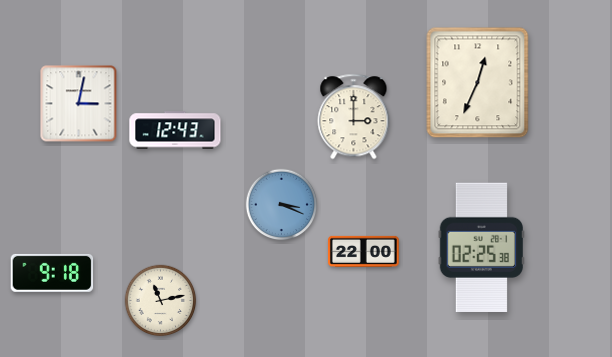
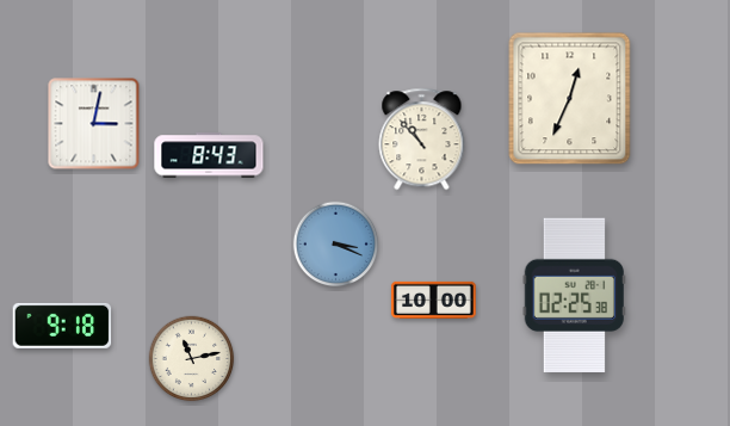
clock at (354, 117): 3:00 -> 10:53
clock at (175, 130): 12:43 -> 8:43
clock at (364, 251): 22:00 -> 10:00
